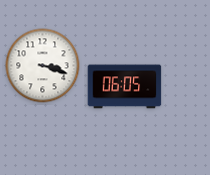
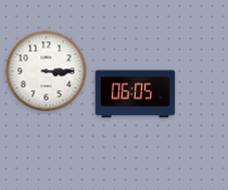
clock at (43, 66): 3:18 -> 3:15
